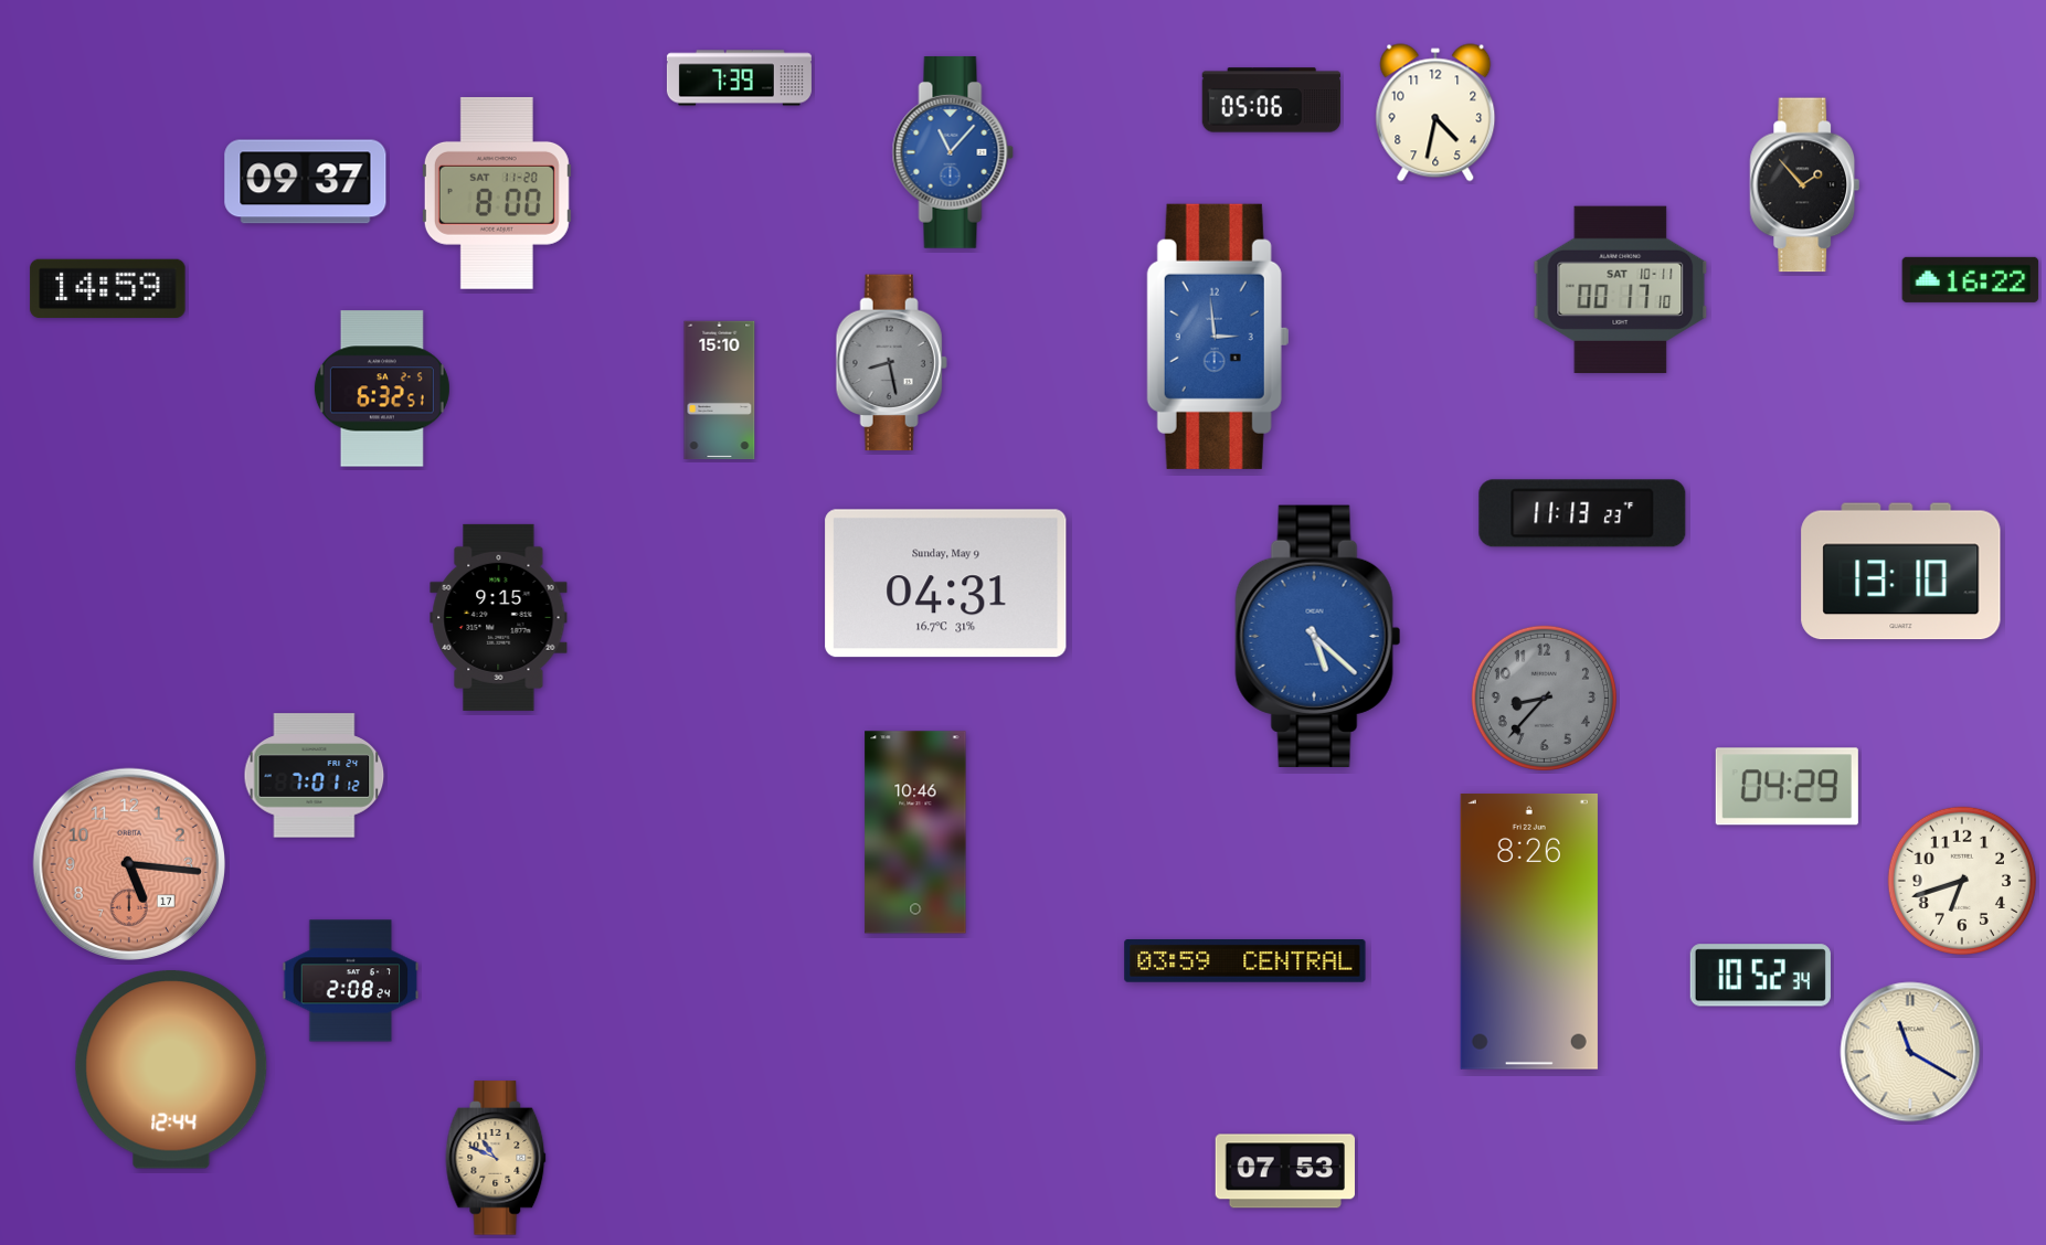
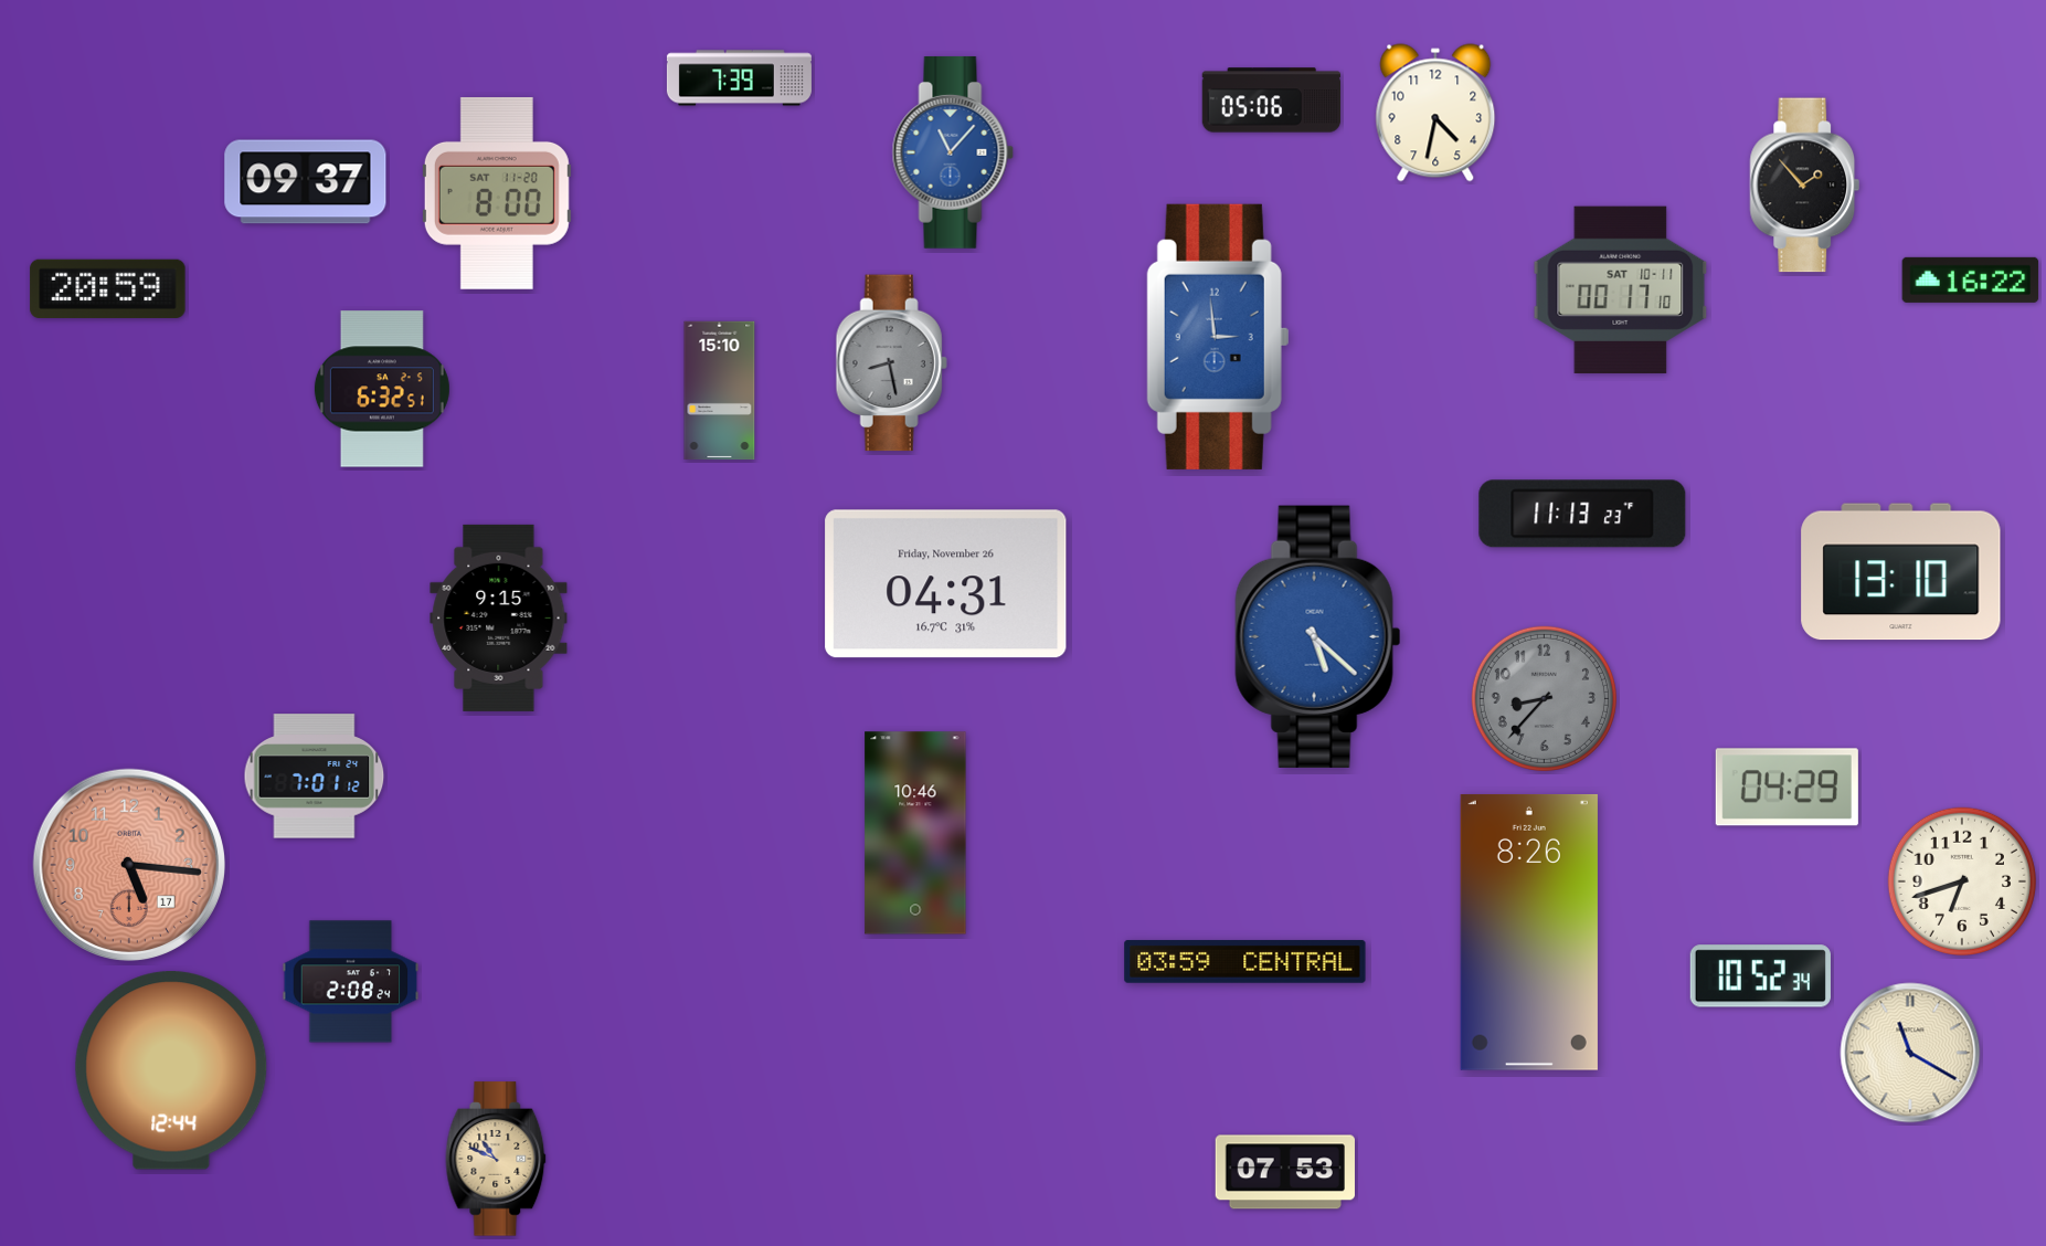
clock at (108, 288): 14:59 -> 20:59
clock at (946, 584) date: Sunday, May 9 -> Friday, November 26
